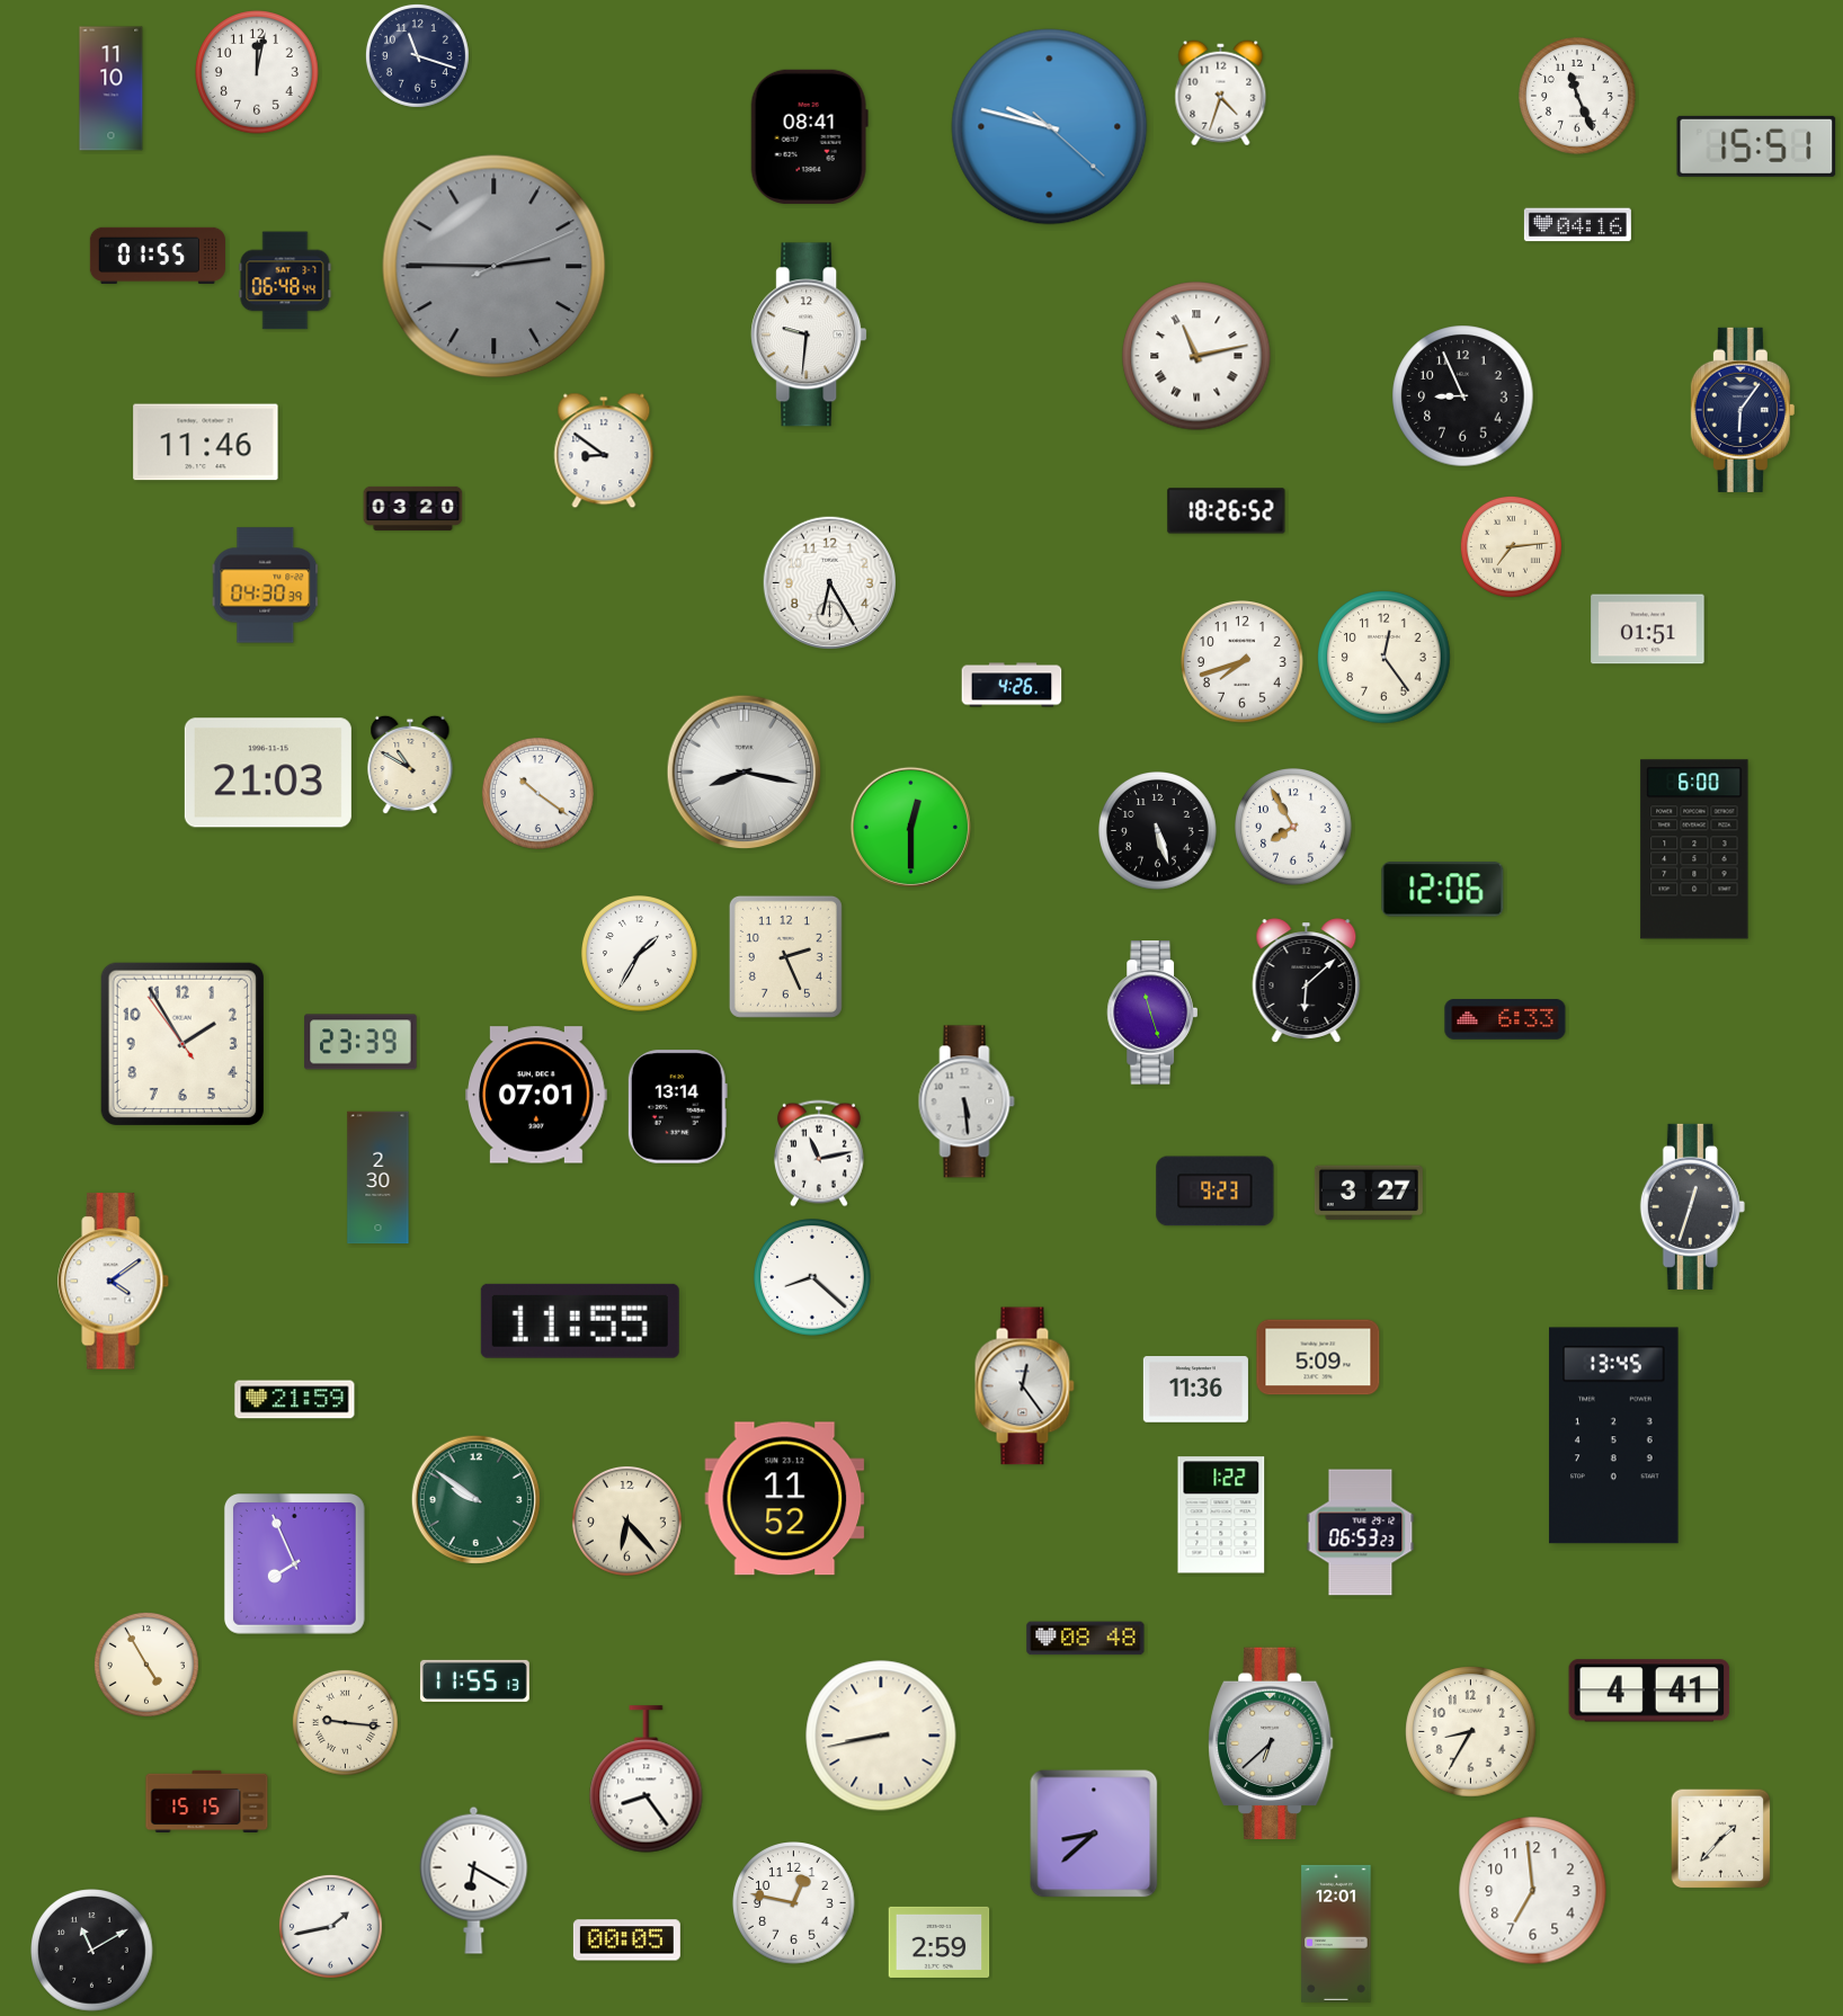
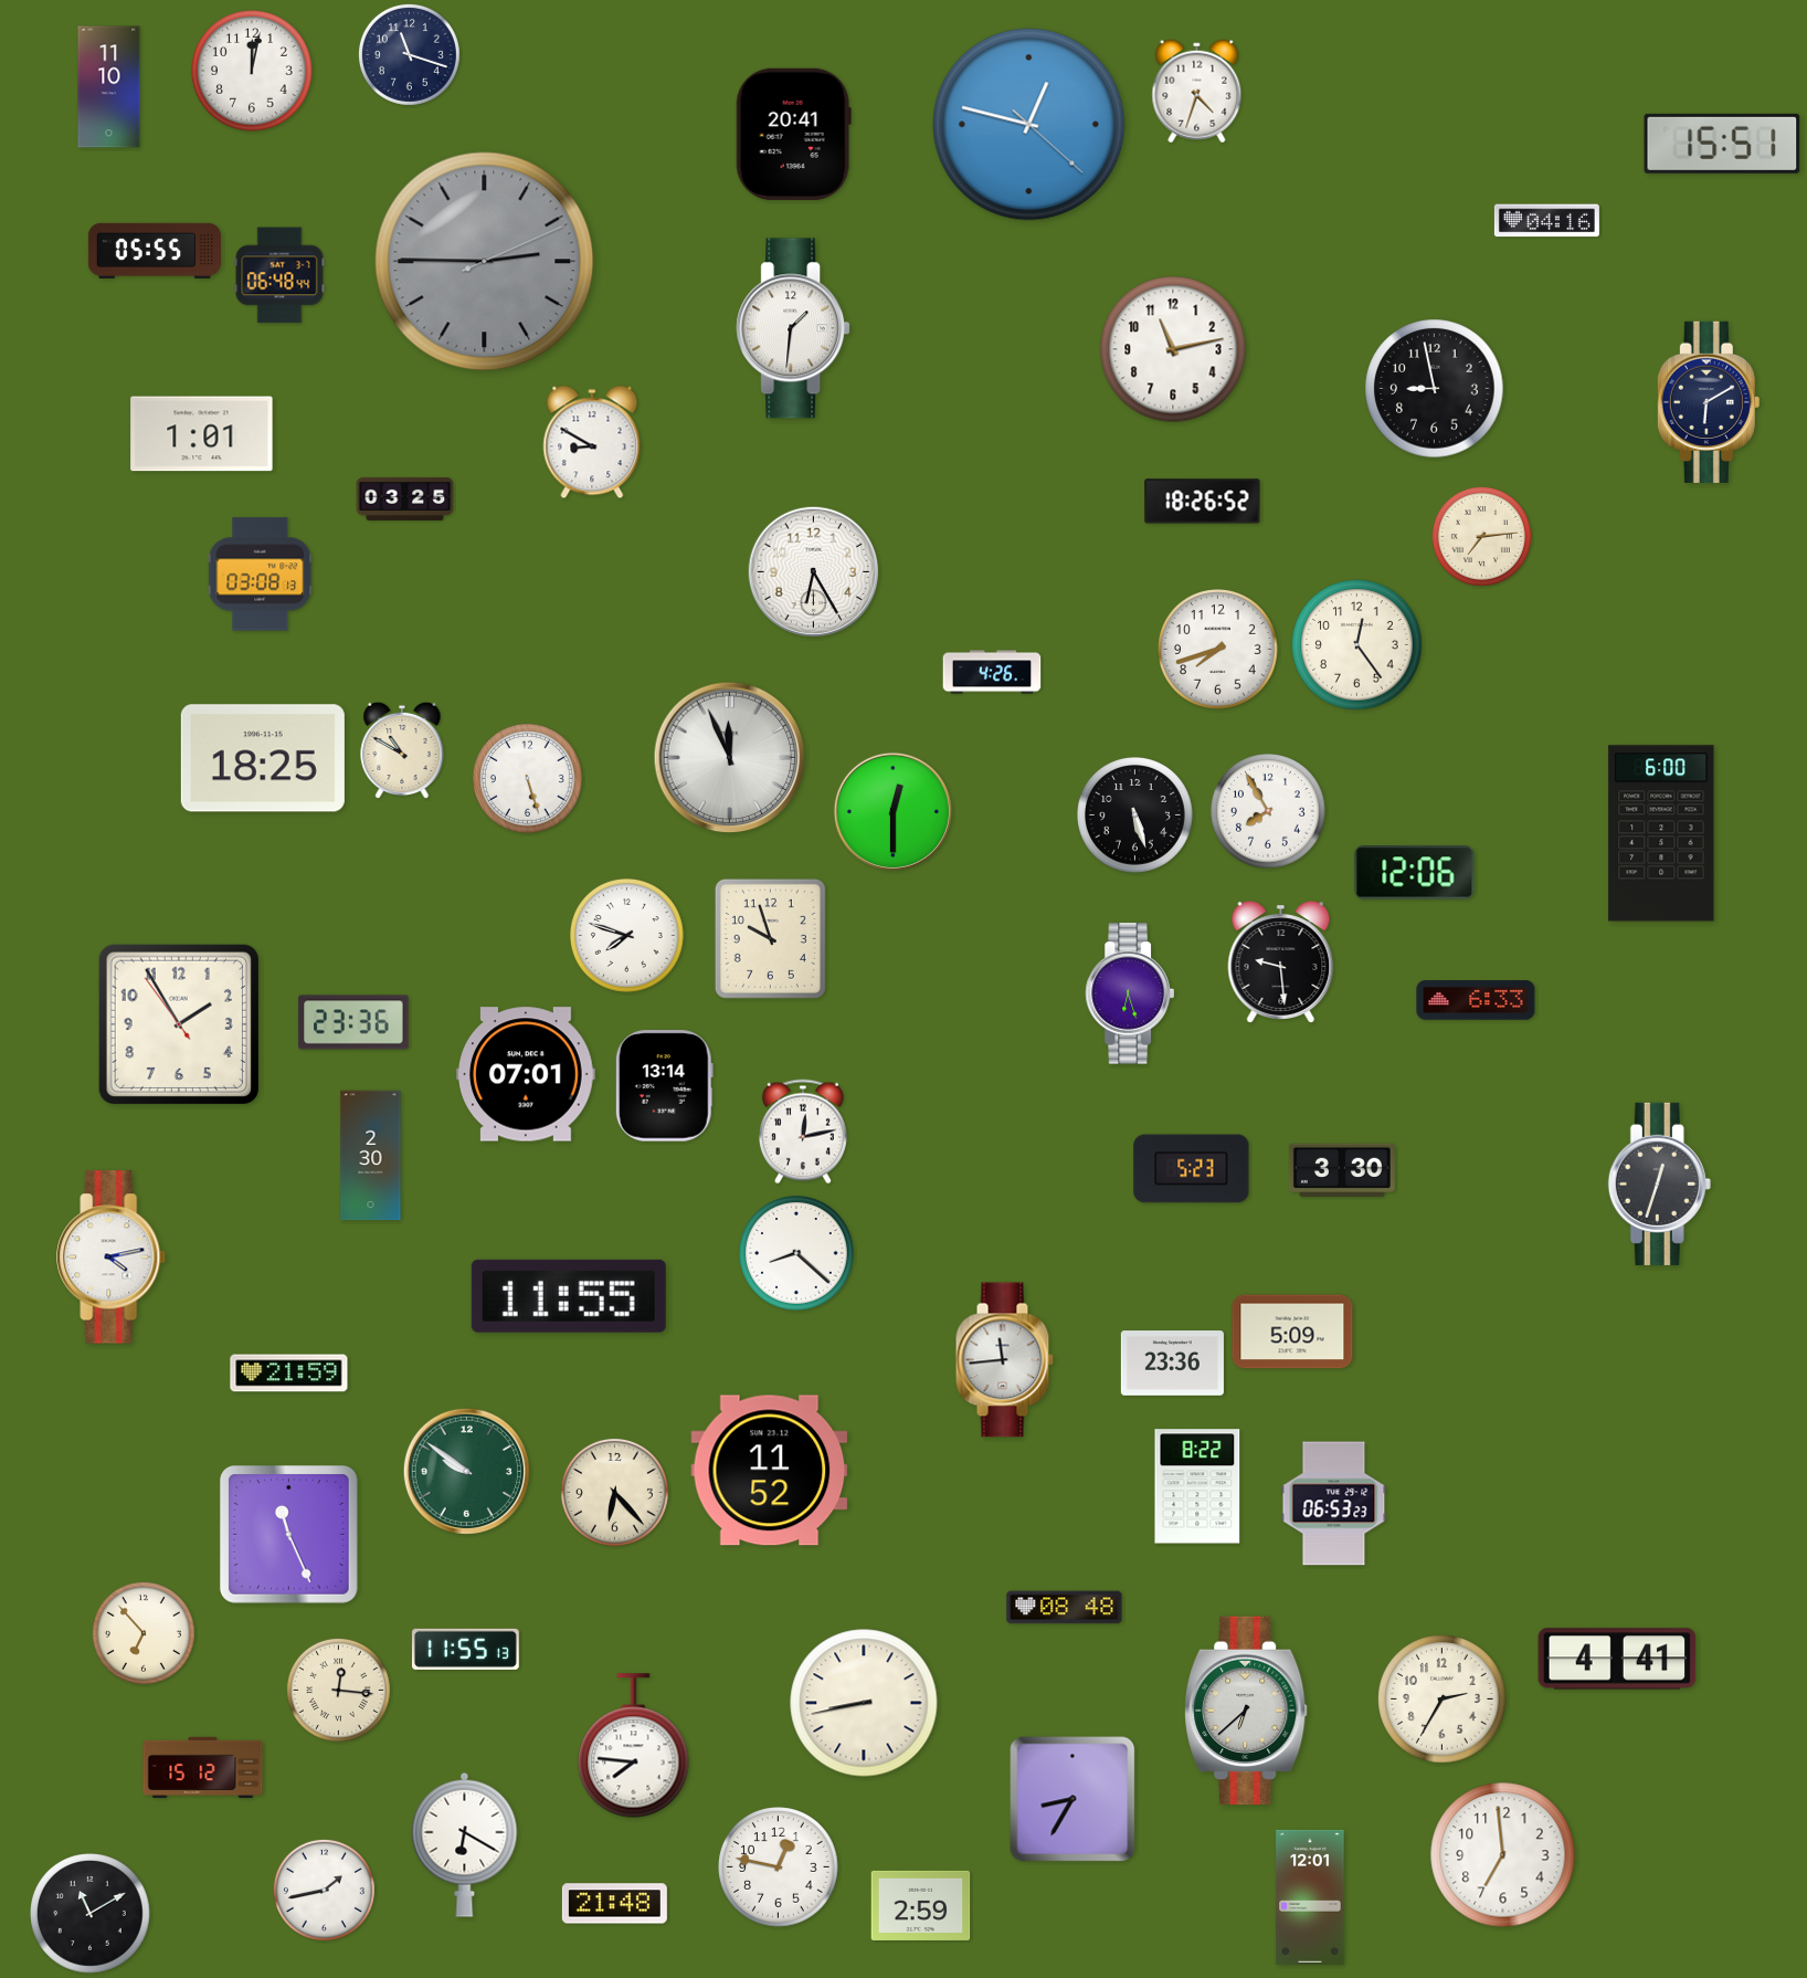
clock at (1578, 97): 11:26 -> none
clock at (1050, 127): 9:47 -> 12:47
clock at (809, 136): 08:41 -> 20:41
clock at (158, 256): 01:55 -> 05:55
clock at (809, 334): 9:31 -> 1:31
clock at (1196, 356) numerals: Roman -> Arabic
clock at (1463, 396): 8:56 -> 8:58
clock at (1743, 410): 6:06 -> 6:10
clock at (206, 443): 11:46 -> 1:01
clock at (604, 451): 8:51 -> 8:50
clock at (413, 508): 03:20 -> 03:25
clock at (266, 586): 04:30 -> 03:08
clock at (1648, 630): 01:51 -> none
clock at (268, 773): 21:03 -> 18:25
clock at (745, 773): 8:17 -> 11:56
clock at (537, 793): 10:21 -> 5:27
clock at (640, 954): 1:35 -> 7:48
clock at (785, 956): 2:26 -> 9:57
clock at (1307, 981): 6:08 -> 9:29
clock at (1152, 1013): 11:27 -> 6:27
clock at (360, 1042): 23:39 -> 23:36
clock at (967, 1101): 5:29 -> none
clock at (819, 1153): 11:13 -> 12:13
clock at (1216, 1192): 9:23 -> 5:23
clock at (1369, 1193): 3:27 -> 3:30
clock at (114, 1282): 4:09 -> 4:13
clock at (1024, 1386): 12:24 -> 11:44
clock at (1195, 1390): 11:36 -> 23:36
clock at (1614, 1436): 13:45 -> none
clock at (1221, 1515): 1:22 -> 8:22
clock at (294, 1563): 7:56 -> 11:26
clock at (146, 1665): 4:55 -> 6:53
clock at (345, 1722): 9:16 -> 12:16
clock at (1471, 1732): 8:35 -> 2:35
clock at (647, 1779): 8:24 -> 7:46
clock at (207, 1802): 15:15 -> 15:12
clock at (1094, 1834): 8:38 -> 8:35
clock at (1721, 1839): 1:37 -> none
clock at (626, 1941): 00:05 -> 21:48
